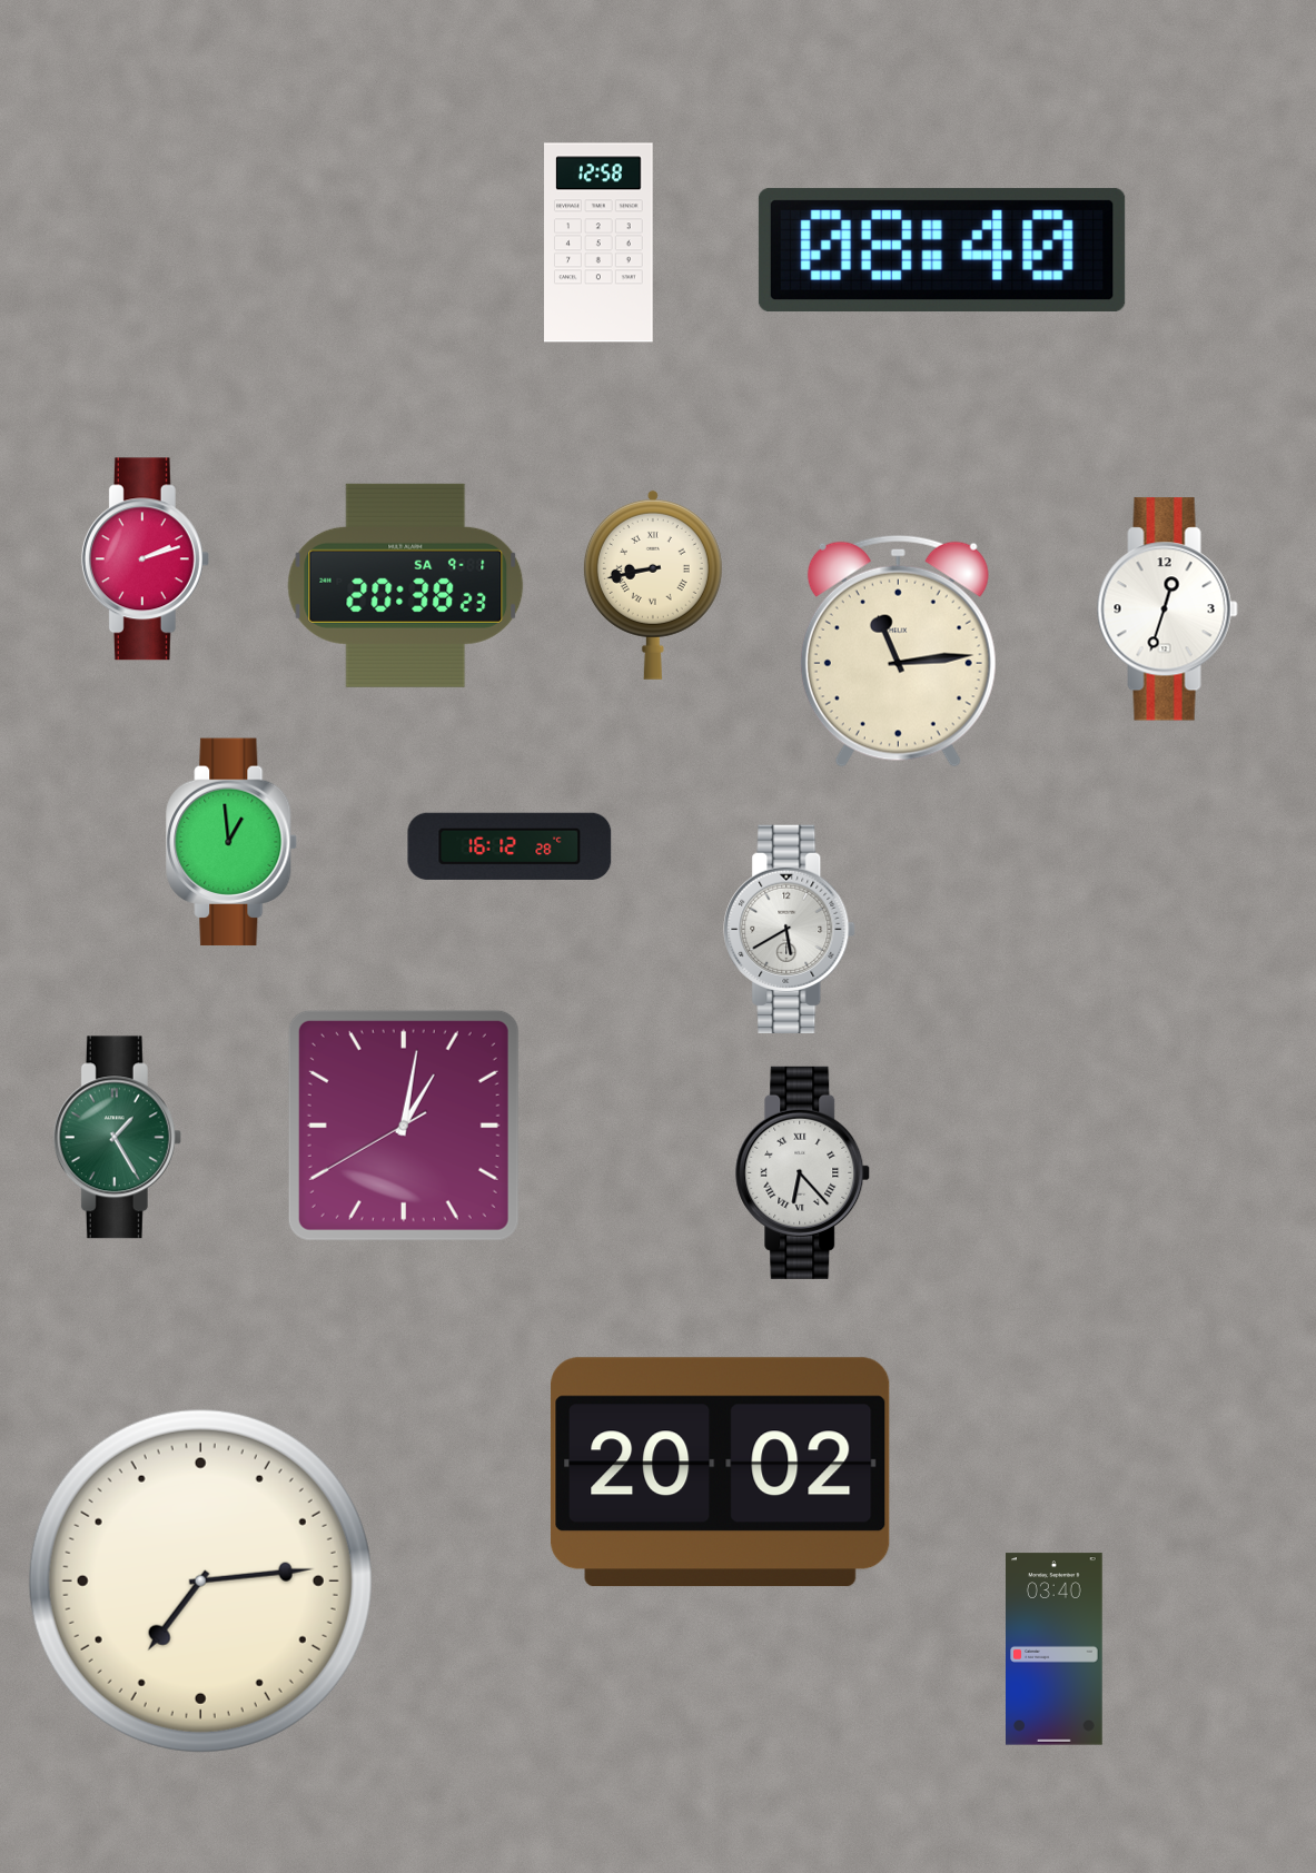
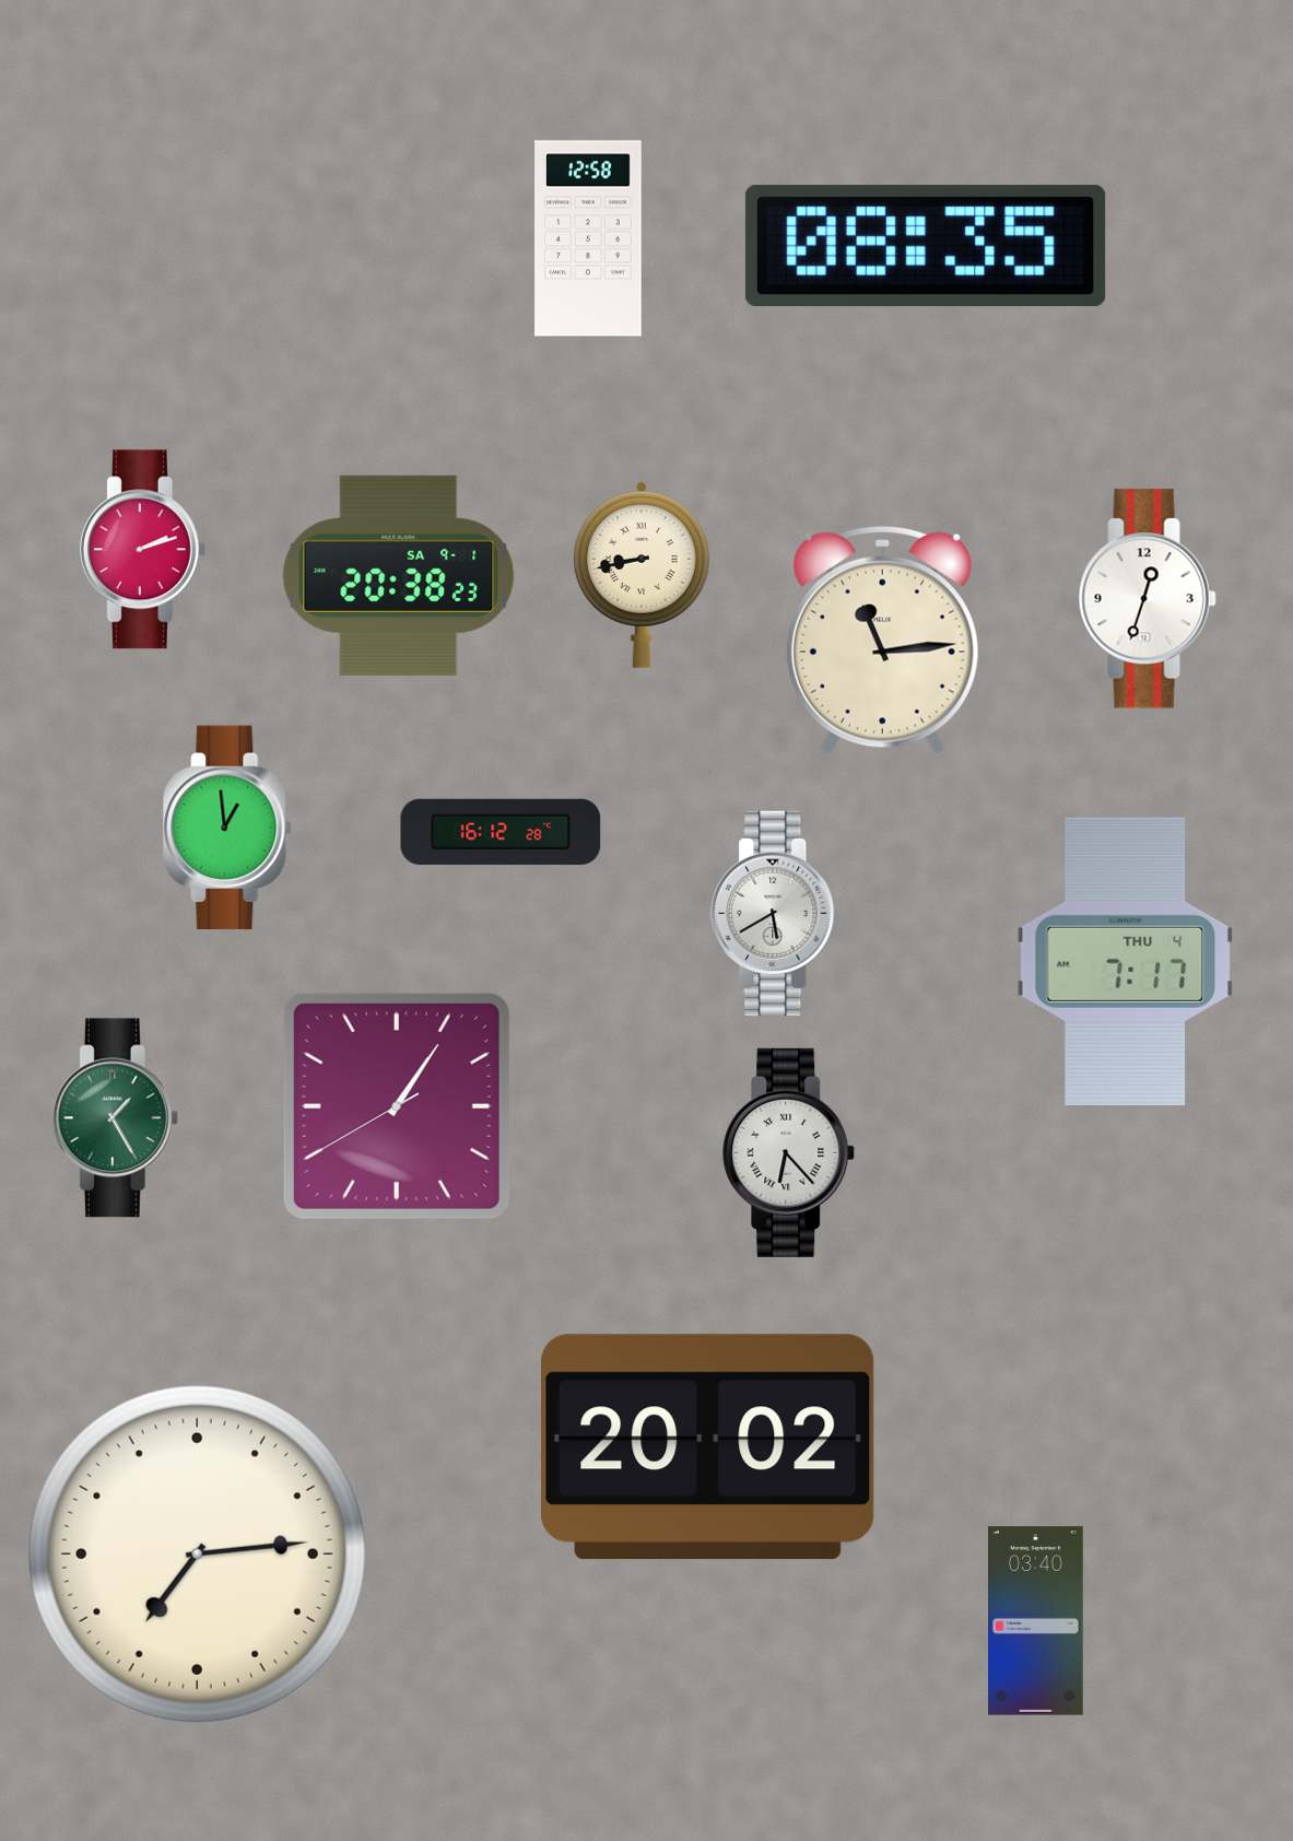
clock at (942, 250): 08:40 -> 08:35
clock at (1126, 961): none -> 7:17
clock at (404, 1126): 1:01 -> 1:05
